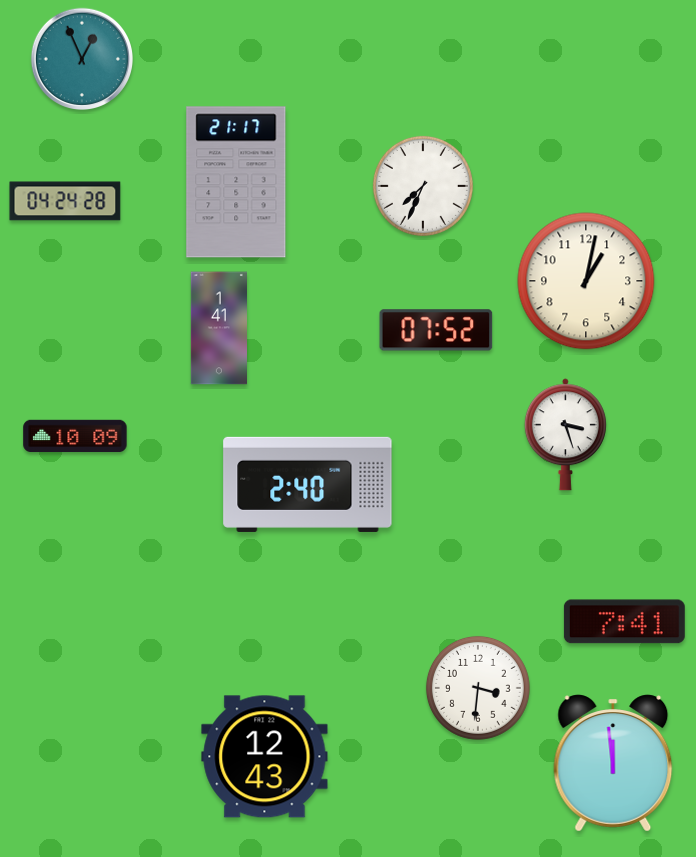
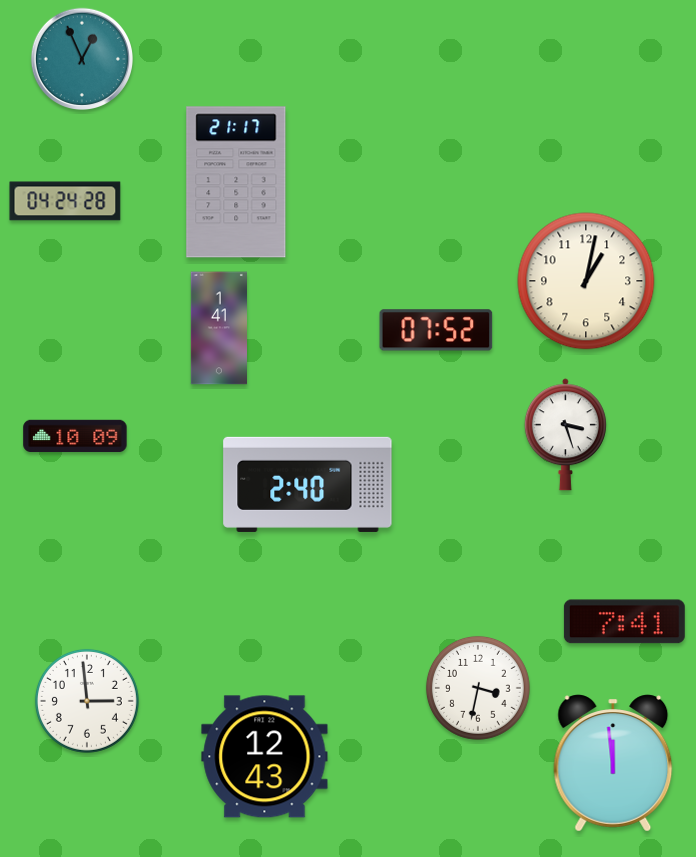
clock at (423, 186): 7:34 -> none
clock at (478, 688): 3:31 -> 3:32
clock at (87, 701): none -> 2:59
